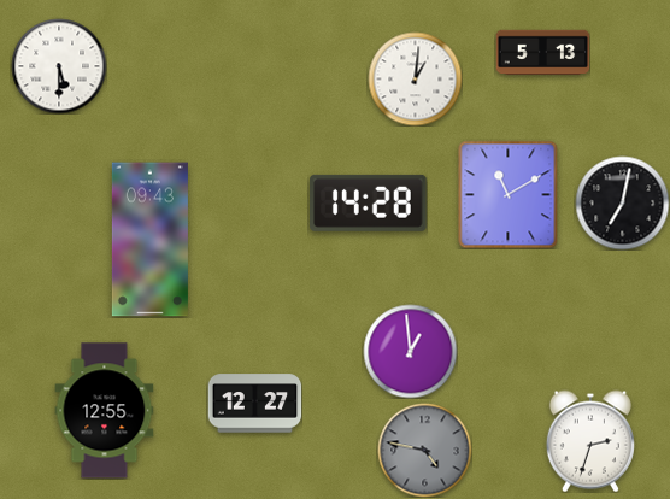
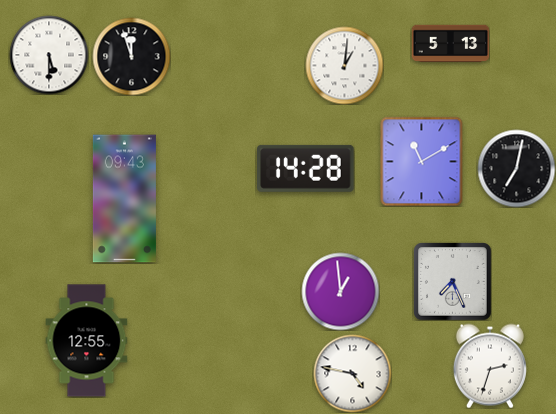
clock at (131, 56): none -> 11:57
clock at (453, 282): none -> 7:26
clock at (254, 404): 12:27 -> none
clock at (424, 450) dial: grey -> white
